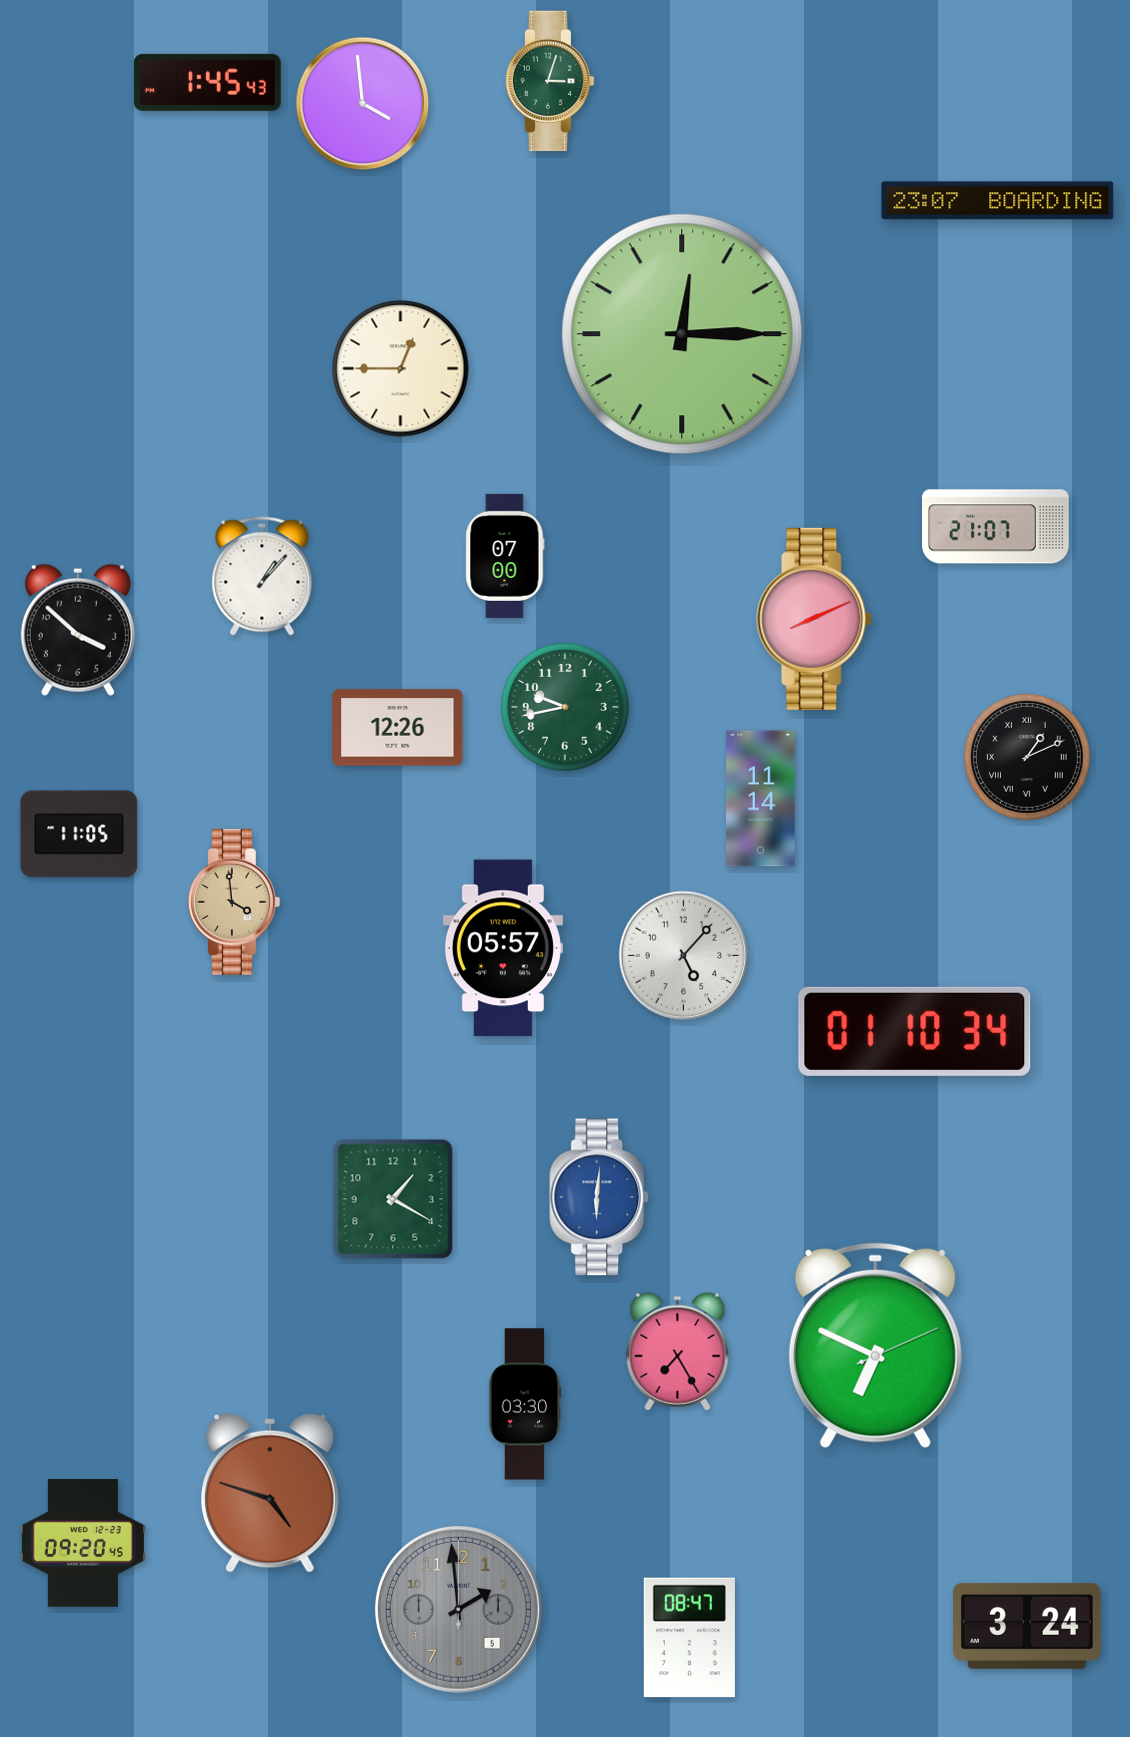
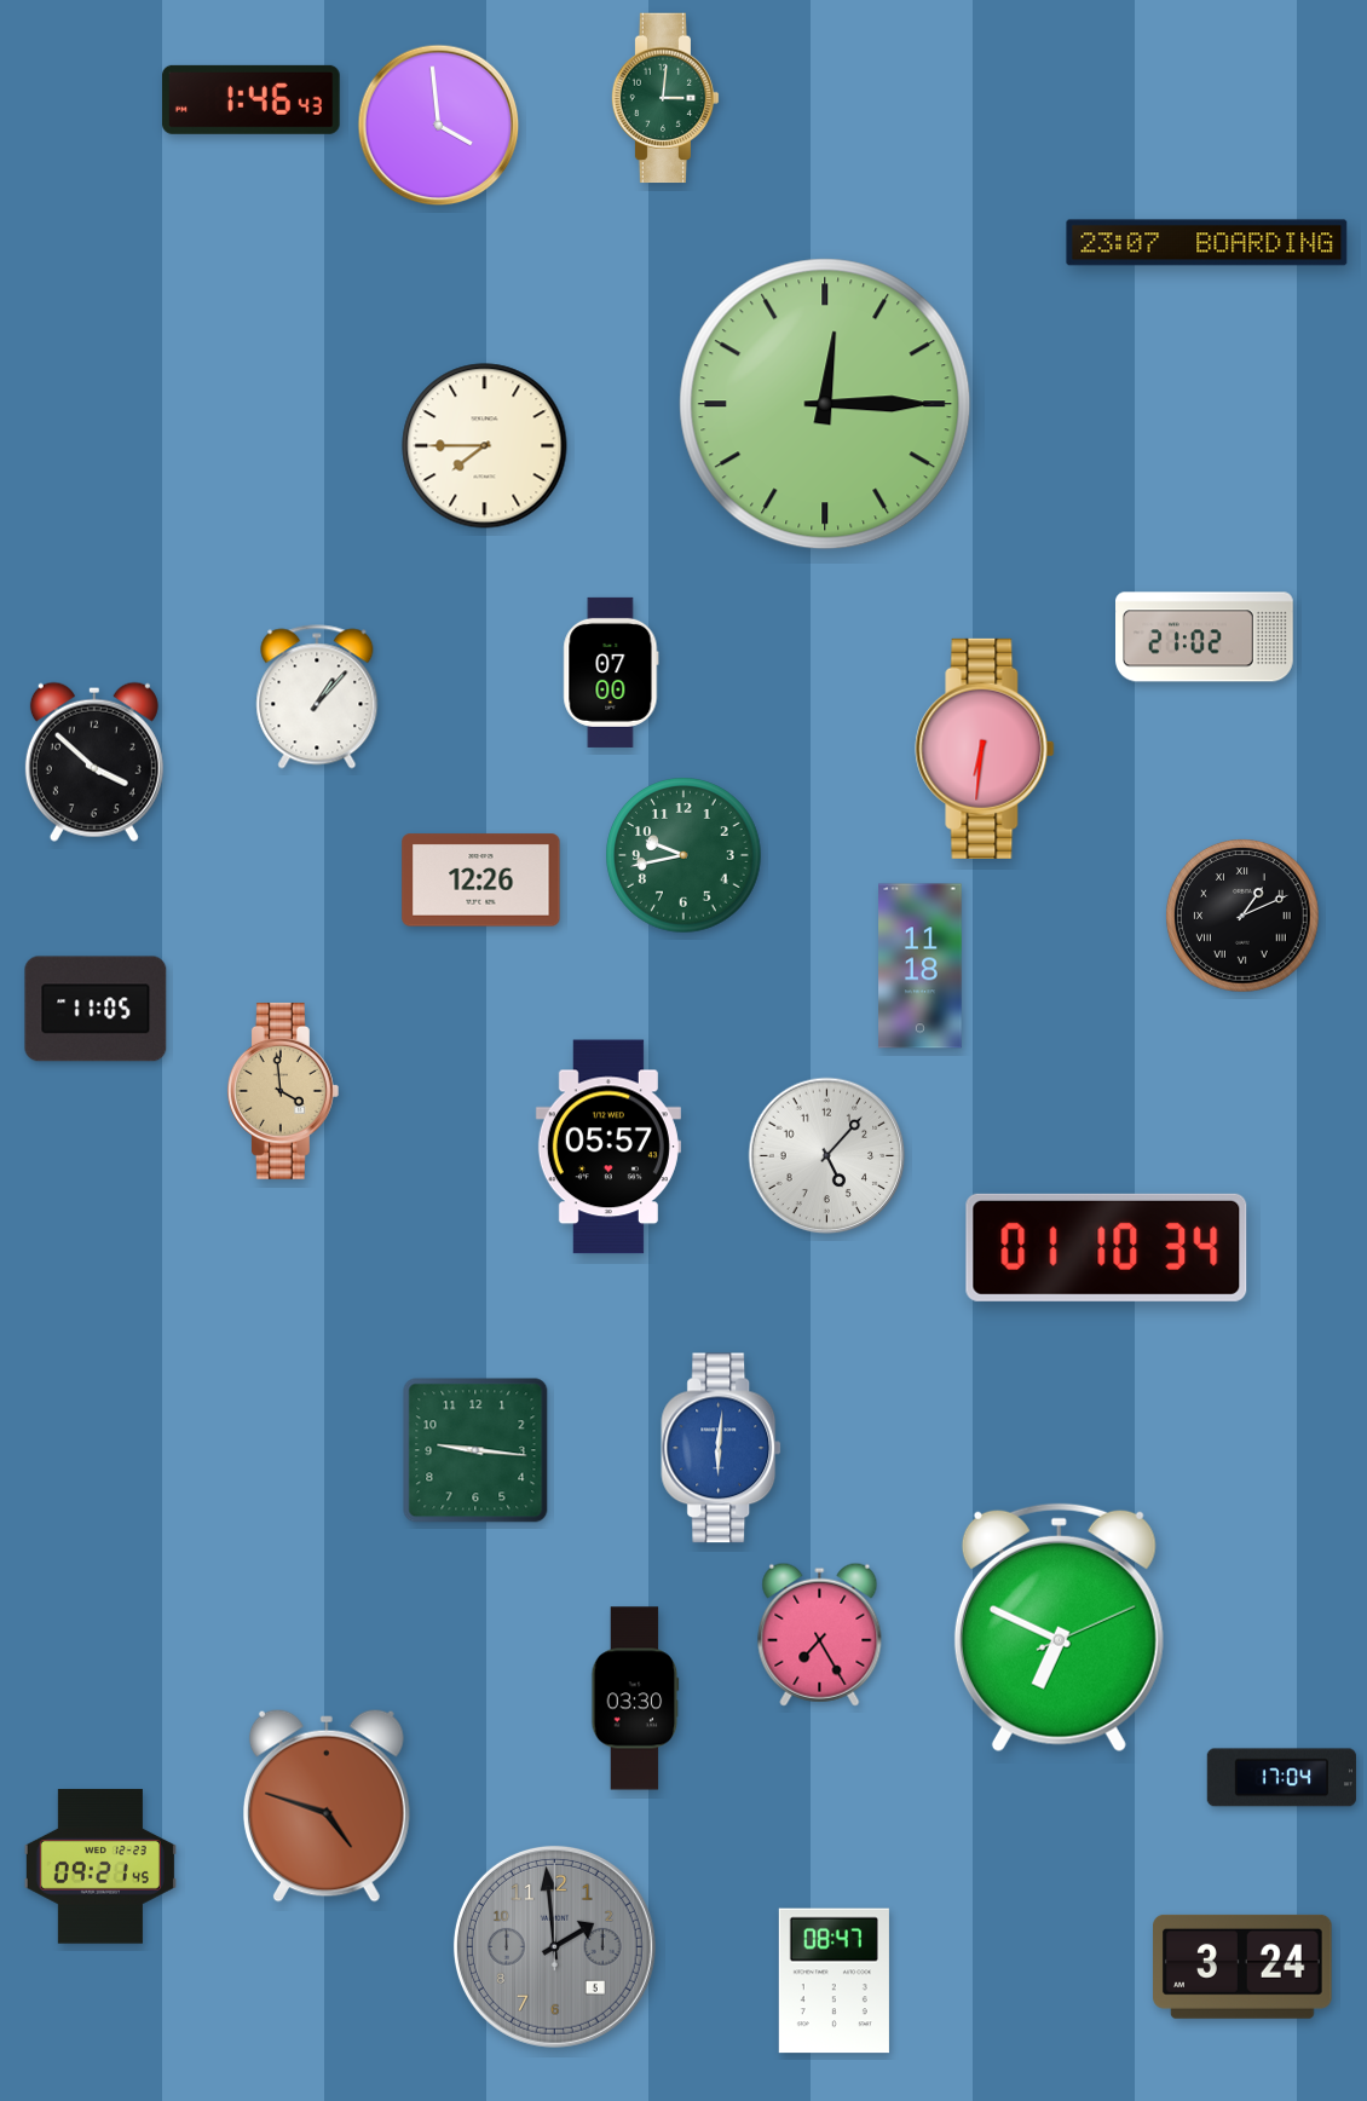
clock at (550, 81): 3:03 -> 3:01
clock at (207, 82): 1:45 -> 1:46
clock at (401, 369): 12:45 -> 7:45
clock at (996, 527): 21:07 -> 21:02
clock at (814, 619): 8:11 -> 6:31
clock at (761, 799): 11:14 -> 11:18
clock at (600, 1197) position: (600, 1197) -> (722, 1448)
clock at (393, 1199): 1:20 -> 9:16
clock at (1281, 1778): none -> 17:04
clock at (83, 1543): 09:20 -> 09:21
